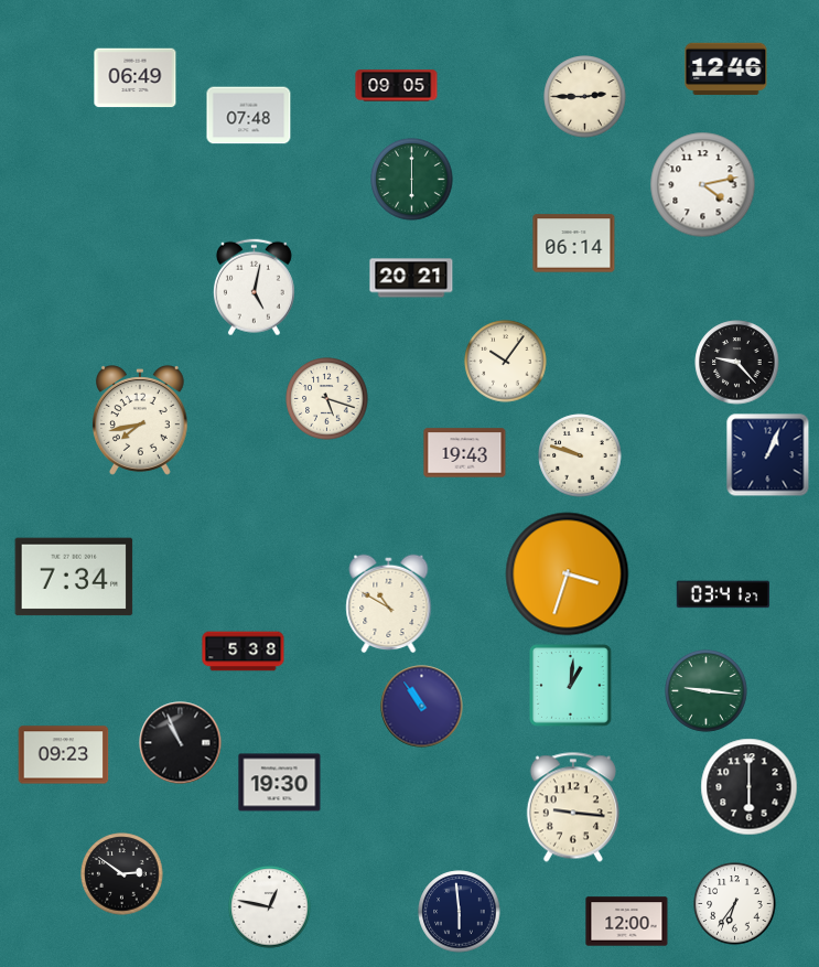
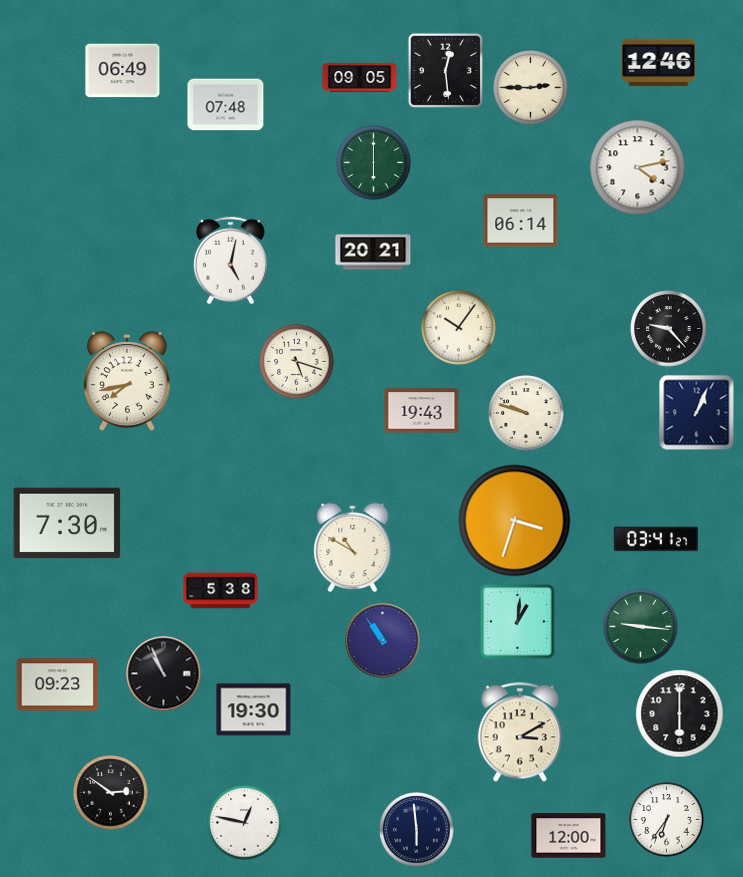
clock at (445, 70): none -> 12:29
clock at (74, 577): 7:34 -> 7:30
clock at (573, 807): 9:16 -> 3:10
clock at (460, 912) position: (460, 912) -> (417, 830)
